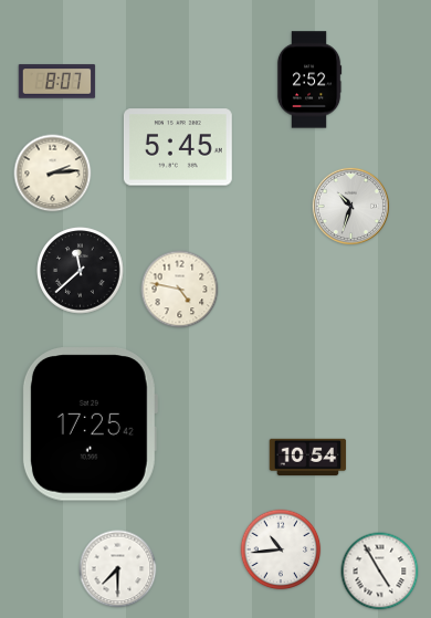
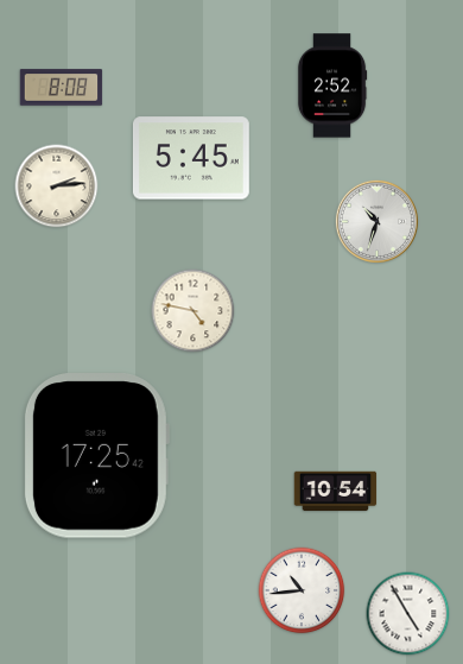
clock at (57, 82): 8:07 -> 8:08
clock at (81, 271): 11:38 -> none
clock at (308, 458) position: (308, 458) -> (336, 492)
clock at (118, 569): 7:30 -> none
